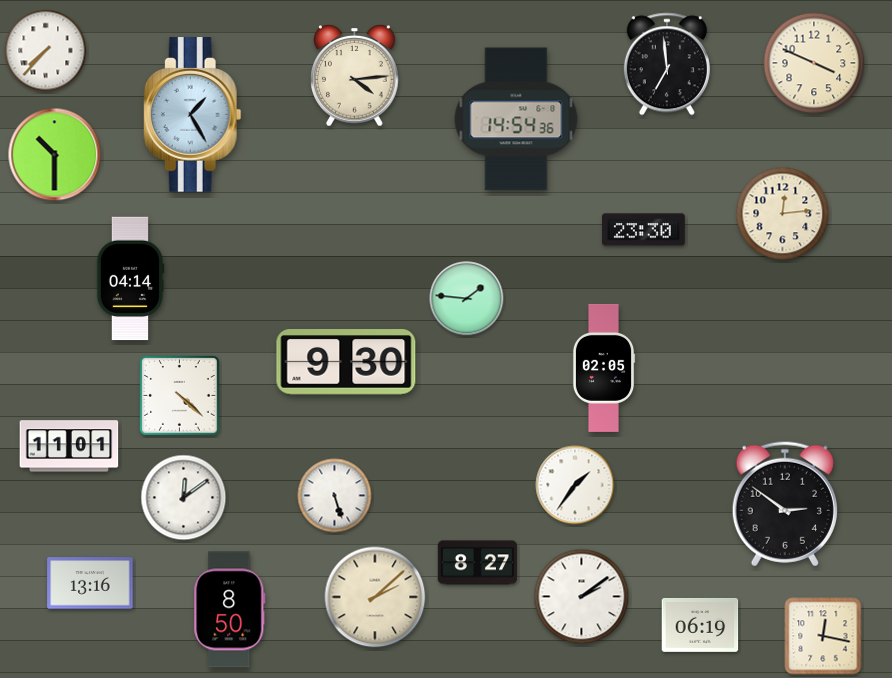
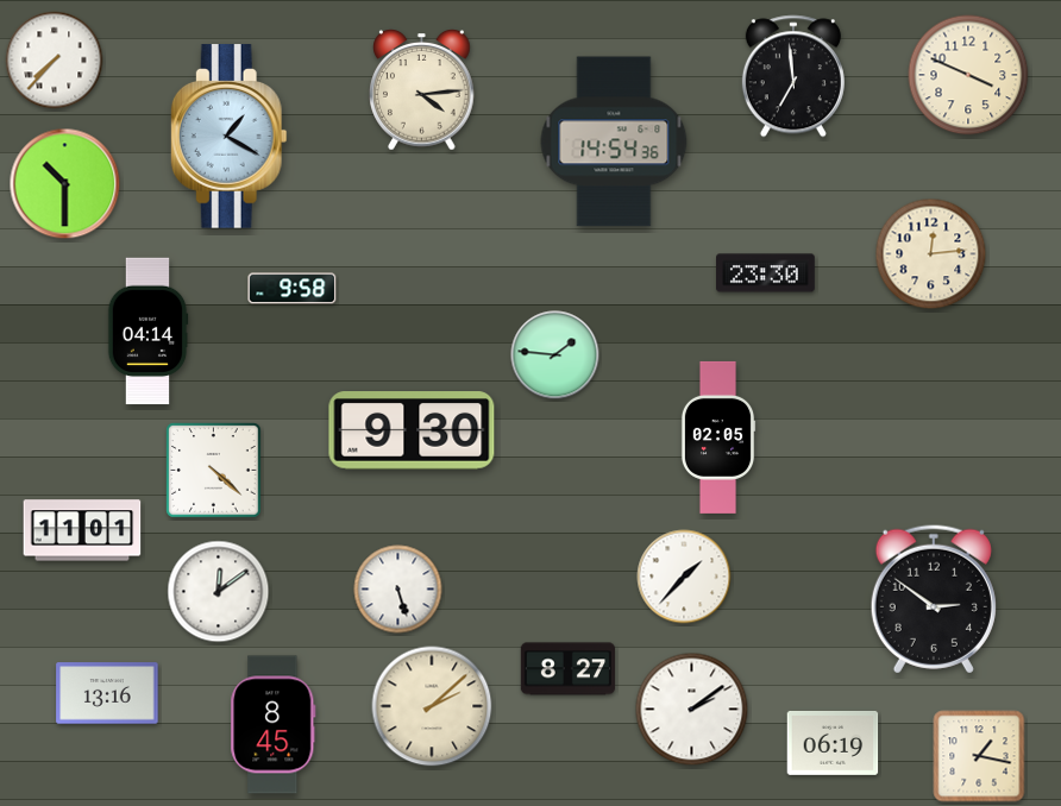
clock at (192, 115): 1:25 -> 1:20
clock at (293, 289): none -> 9:58
clock at (130, 279) position: (130, 279) -> (147, 332)
clock at (575, 485): 1:36 -> 1:37
clock at (375, 597) position: (375, 597) -> (432, 706)
clock at (230, 610): 8:50 -> 8:45
clock at (823, 636): 12:17 -> 1:17
